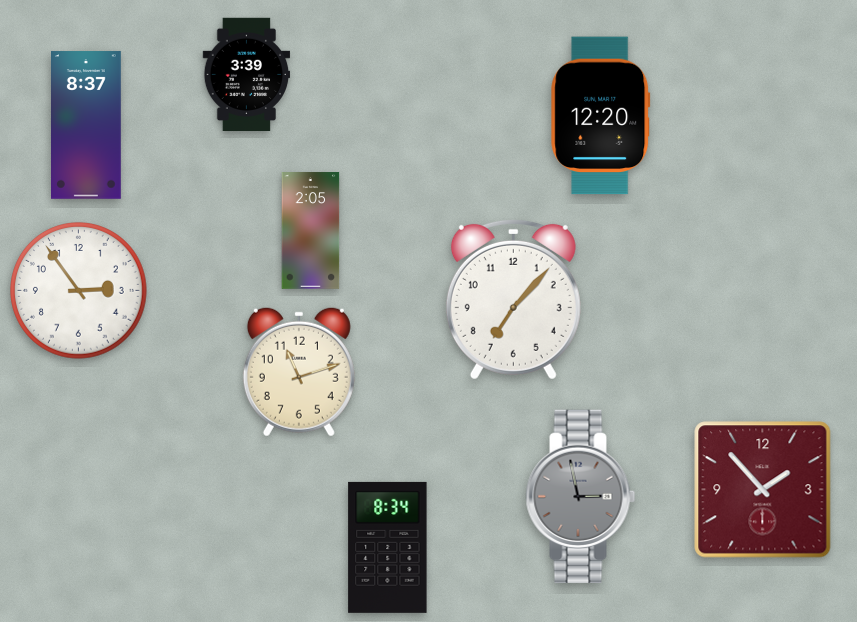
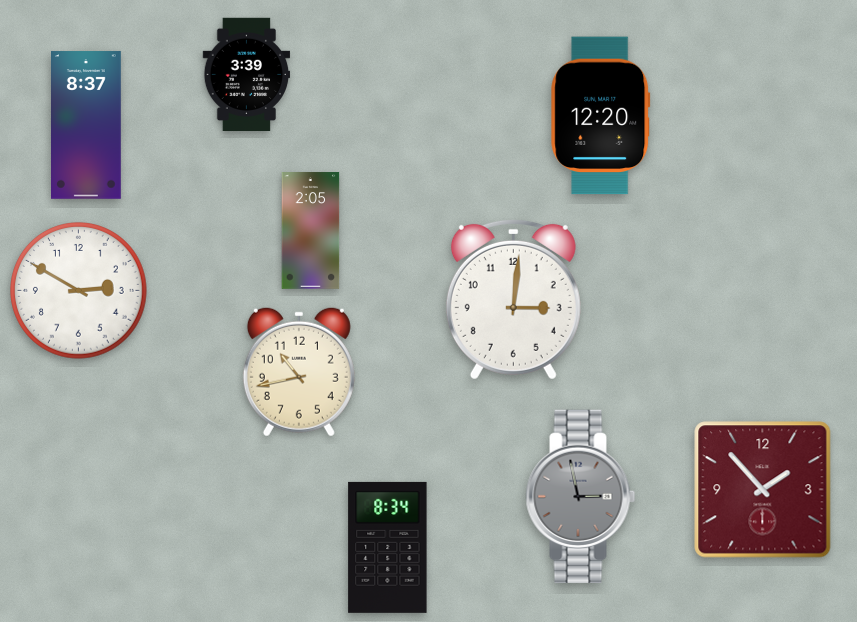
clock at (79, 291): 2:54 -> 2:50
clock at (513, 299): 7:07 -> 3:01
clock at (299, 372): 11:12 -> 10:43
